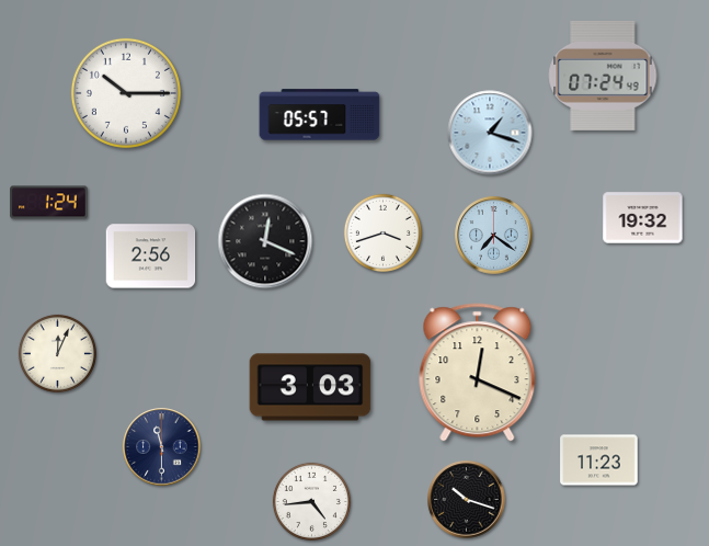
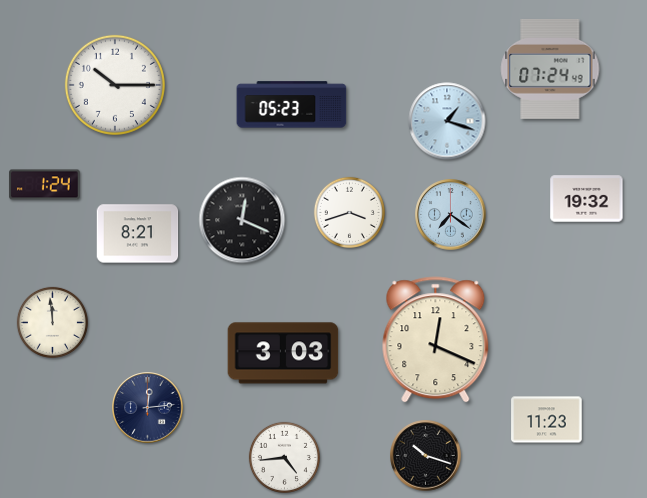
clock at (320, 115): 05:57 -> 05:23
clock at (151, 257): 2:56 -> 8:21
clock at (57, 353): 12:04 -> 11:59
clock at (162, 447): 11:30 -> 12:14
